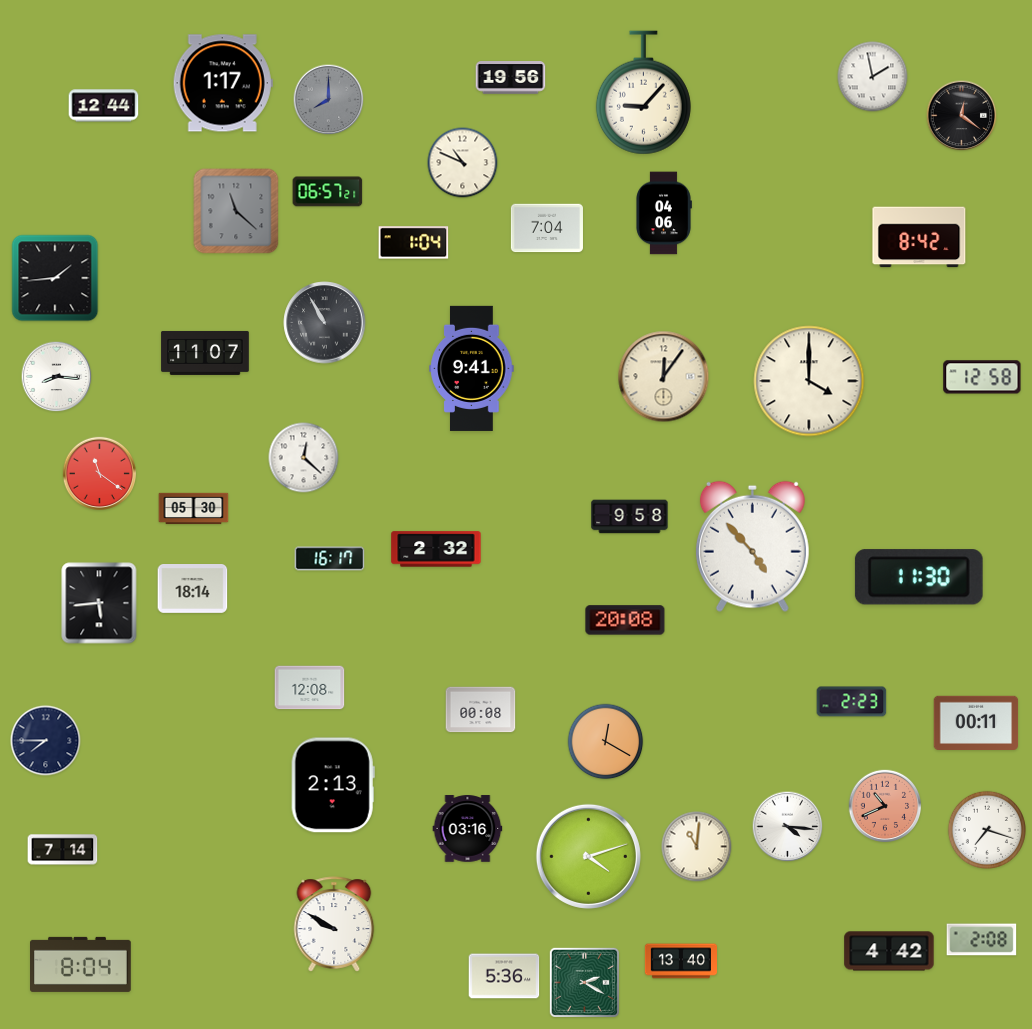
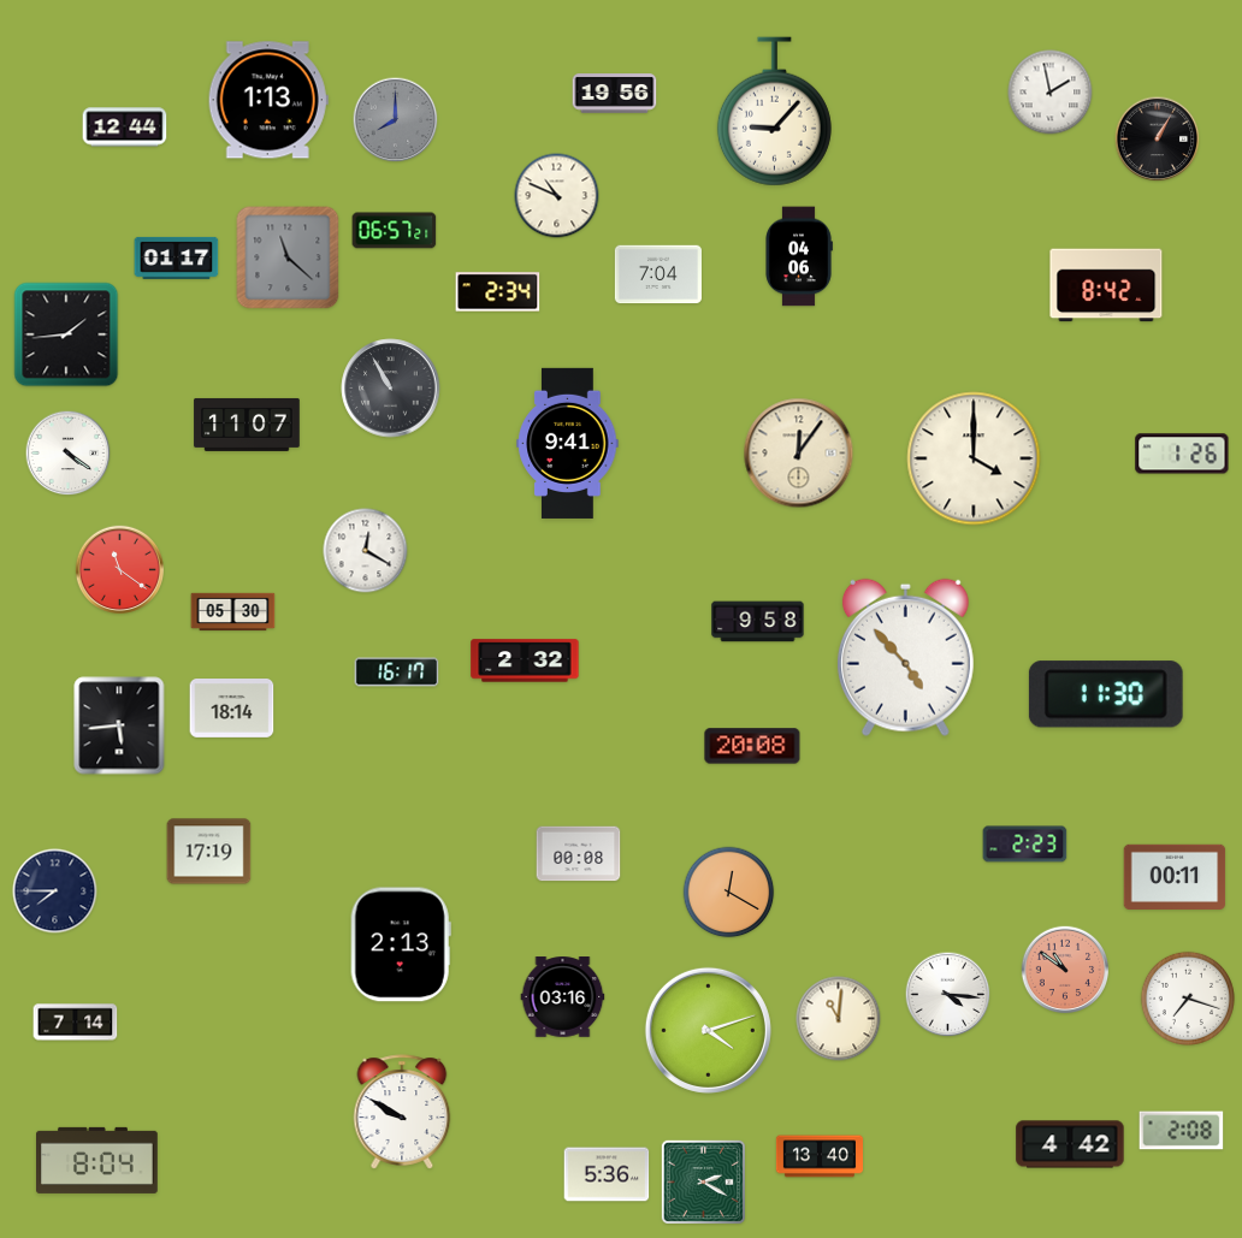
clock at (223, 83): 1:17 -> 1:13
clock at (962, 116): 12:21 -> 1:05
clock at (236, 211) position: (236, 211) -> (288, 257)
clock at (177, 257): none -> 01:17
clock at (414, 243): 1:04 -> 2:34
clock at (57, 377): 8:16 -> 4:21
clock at (982, 377): 12:58 -> 1:26
clock at (304, 458): 12:22 -> 12:20
clock at (310, 688): 12:08 -> none
clock at (209, 852): none -> 17:19
clock at (976, 722) position: (976, 722) -> (1175, 876)
clock at (885, 806): 10:41 -> 10:51
